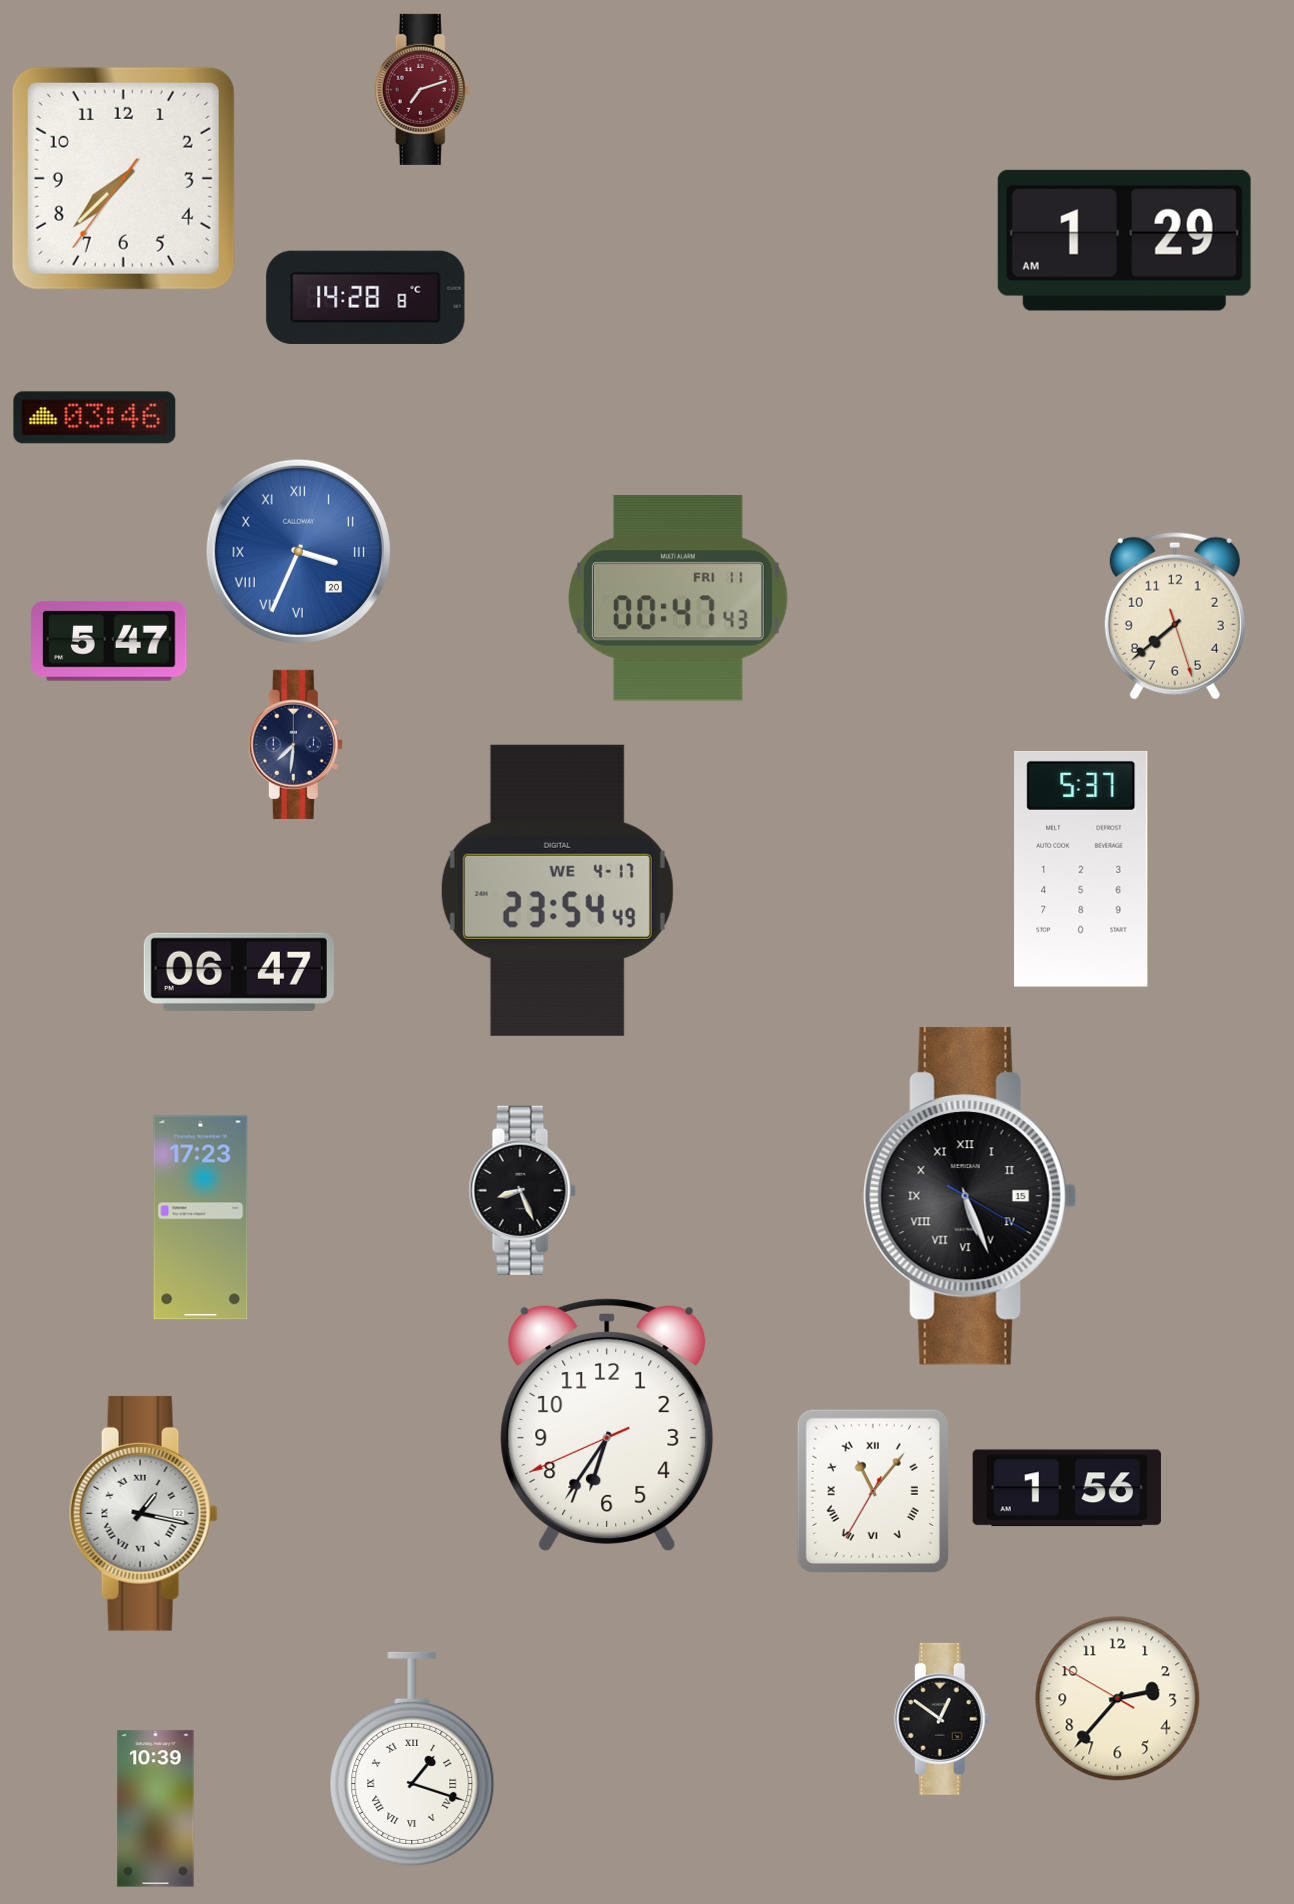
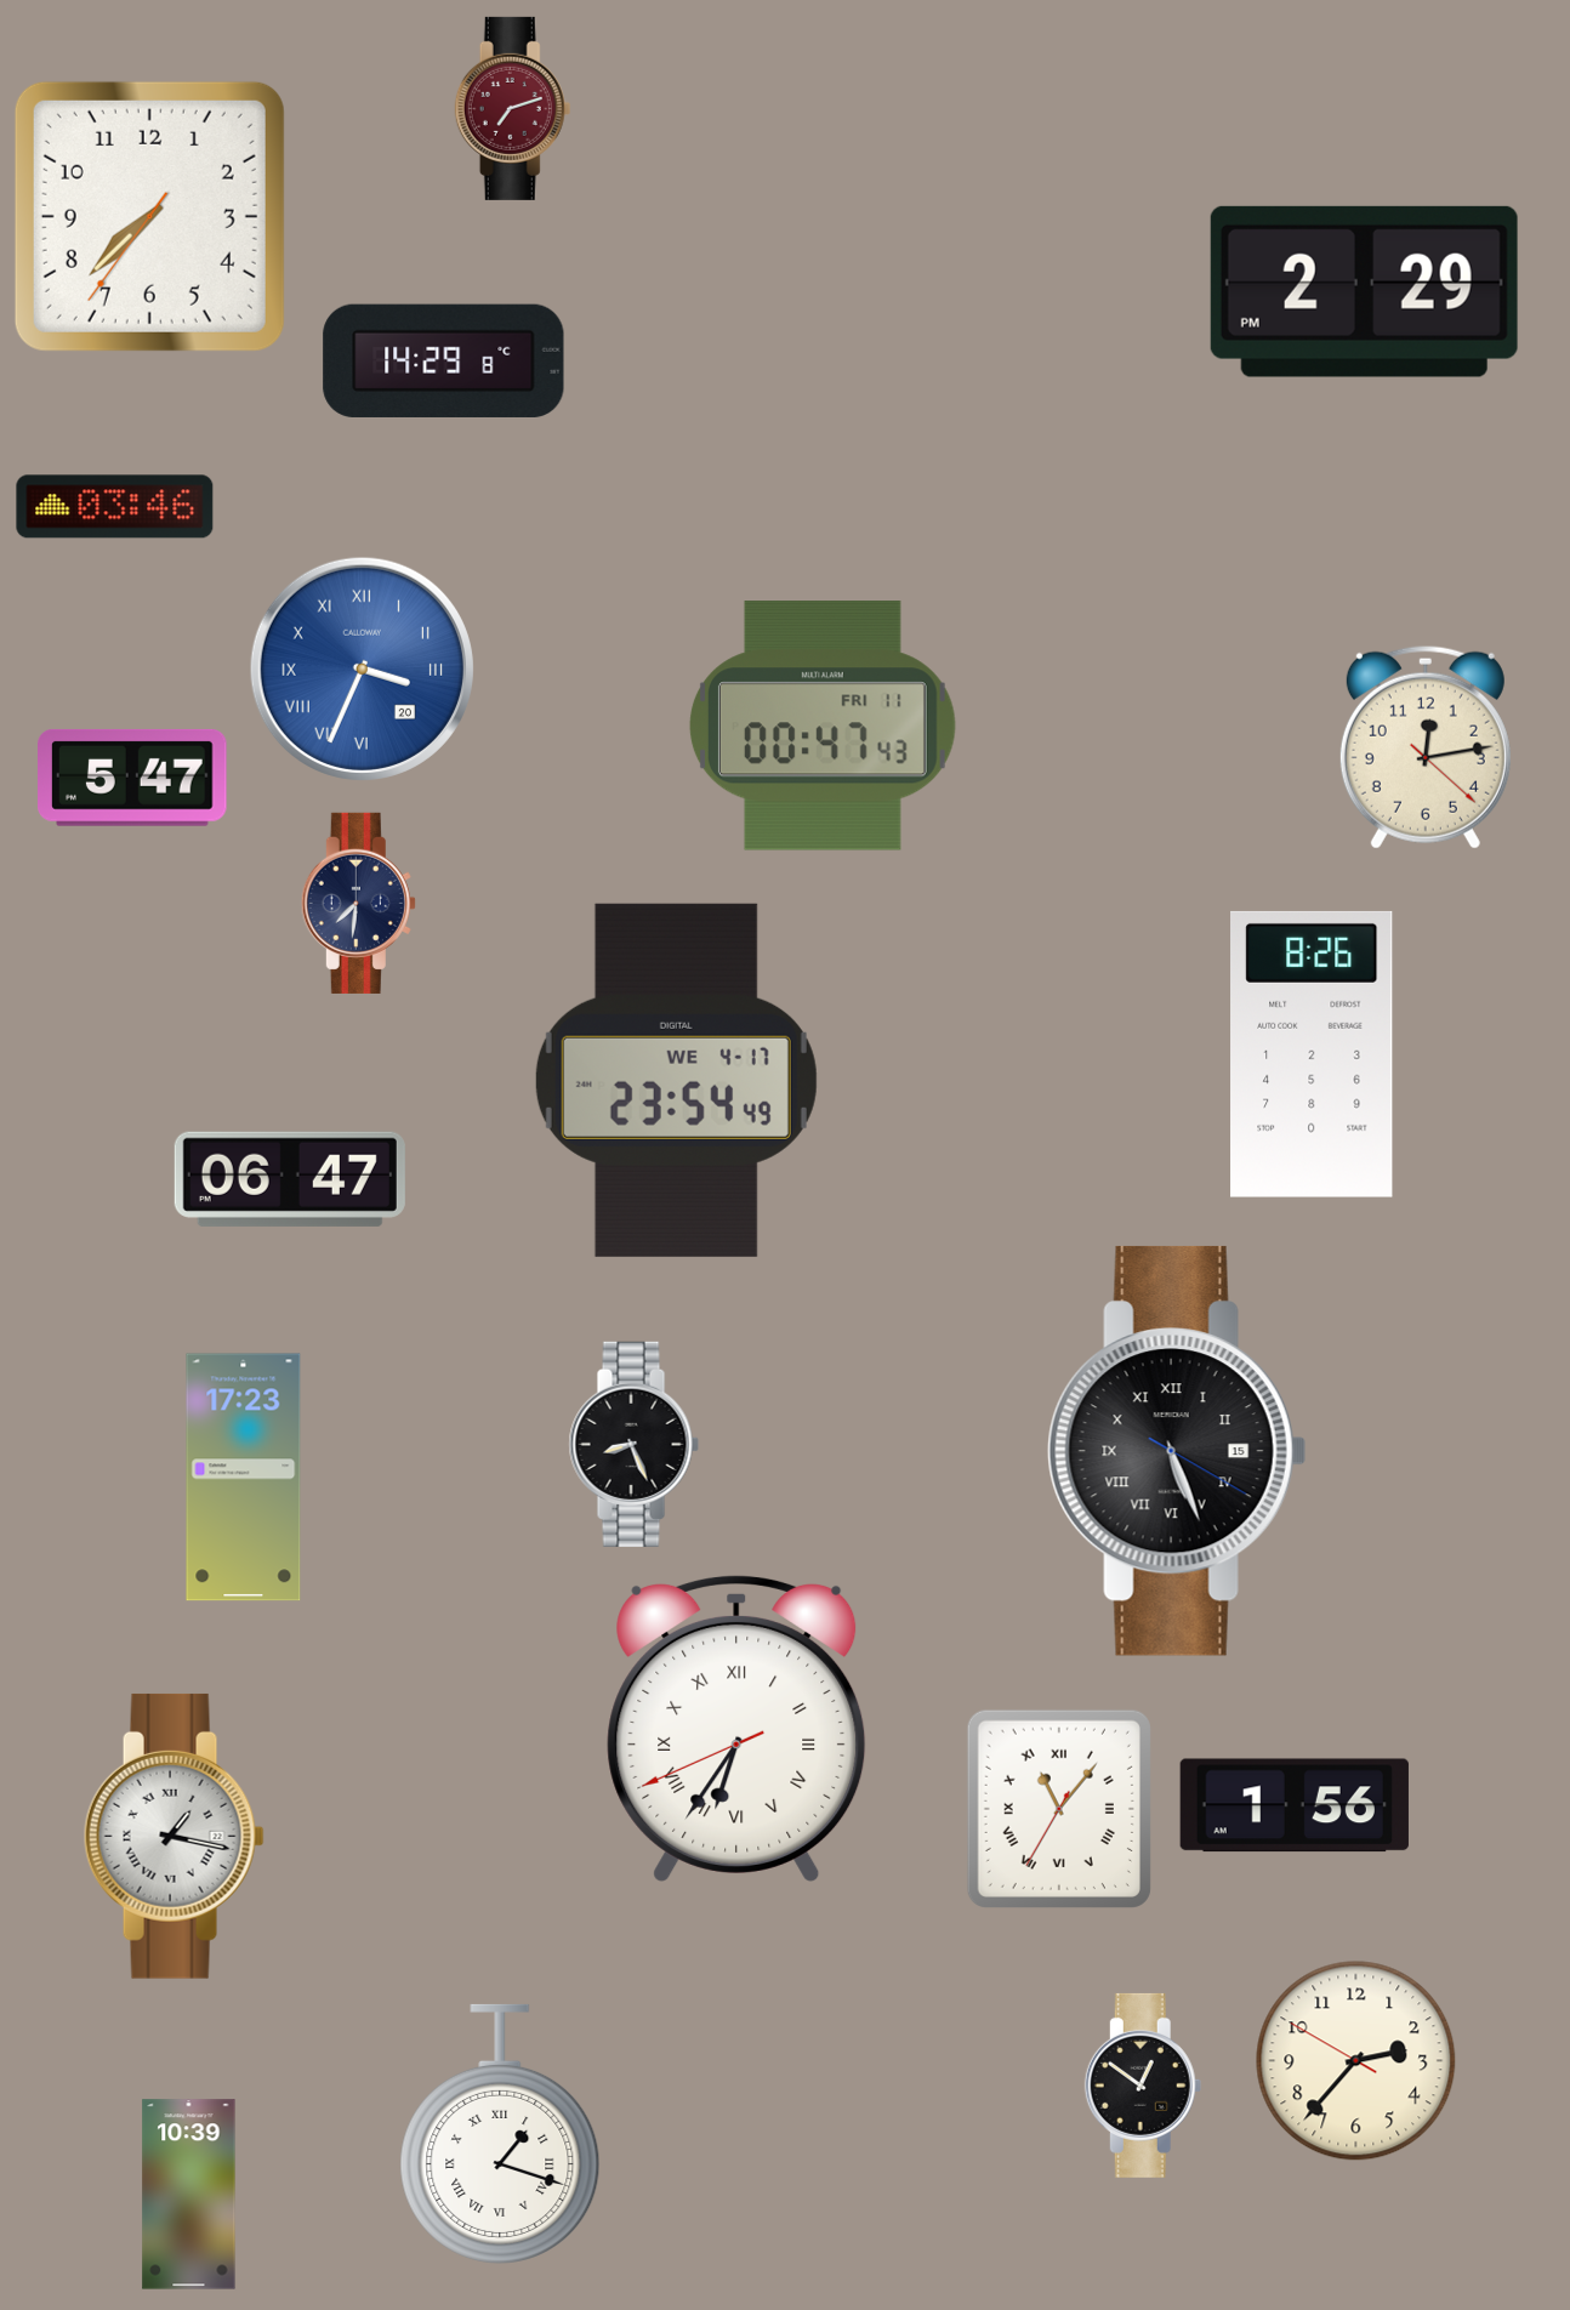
clock at (1124, 240): 1:29 -> 2:29
clock at (366, 297): 14:28 -> 14:29
clock at (1175, 616): 7:38 -> 12:13
clock at (1081, 869): 5:37 -> 8:26
clock at (607, 1424) numerals: Arabic -> Roman
